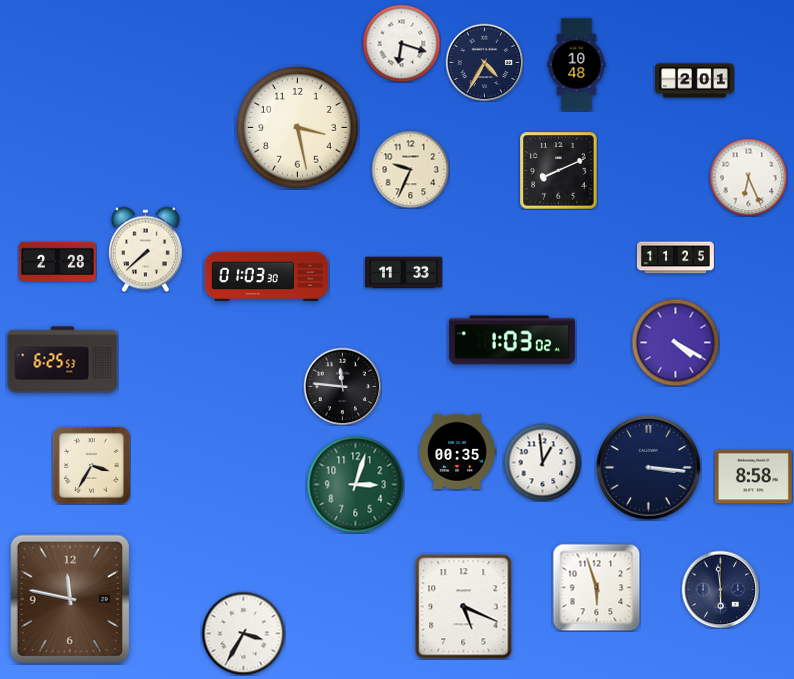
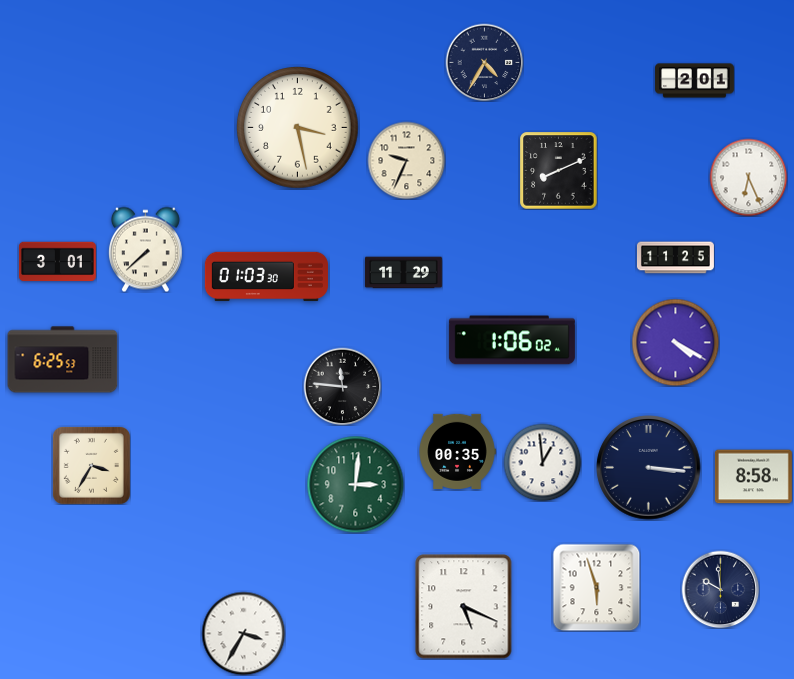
clock at (401, 43): 6:18 -> none
clock at (577, 65): 10:48 -> none
clock at (410, 169) position: (410, 169) -> (406, 160)
clock at (57, 262): 2:28 -> 3:01
clock at (403, 273): 11:33 -> 11:29
clock at (512, 340): 1:03 -> 1:06
clock at (355, 484): 3:03 -> 3:01
clock at (720, 589): 5:59 -> 9:59
clock at (70, 599): 11:47 -> none
